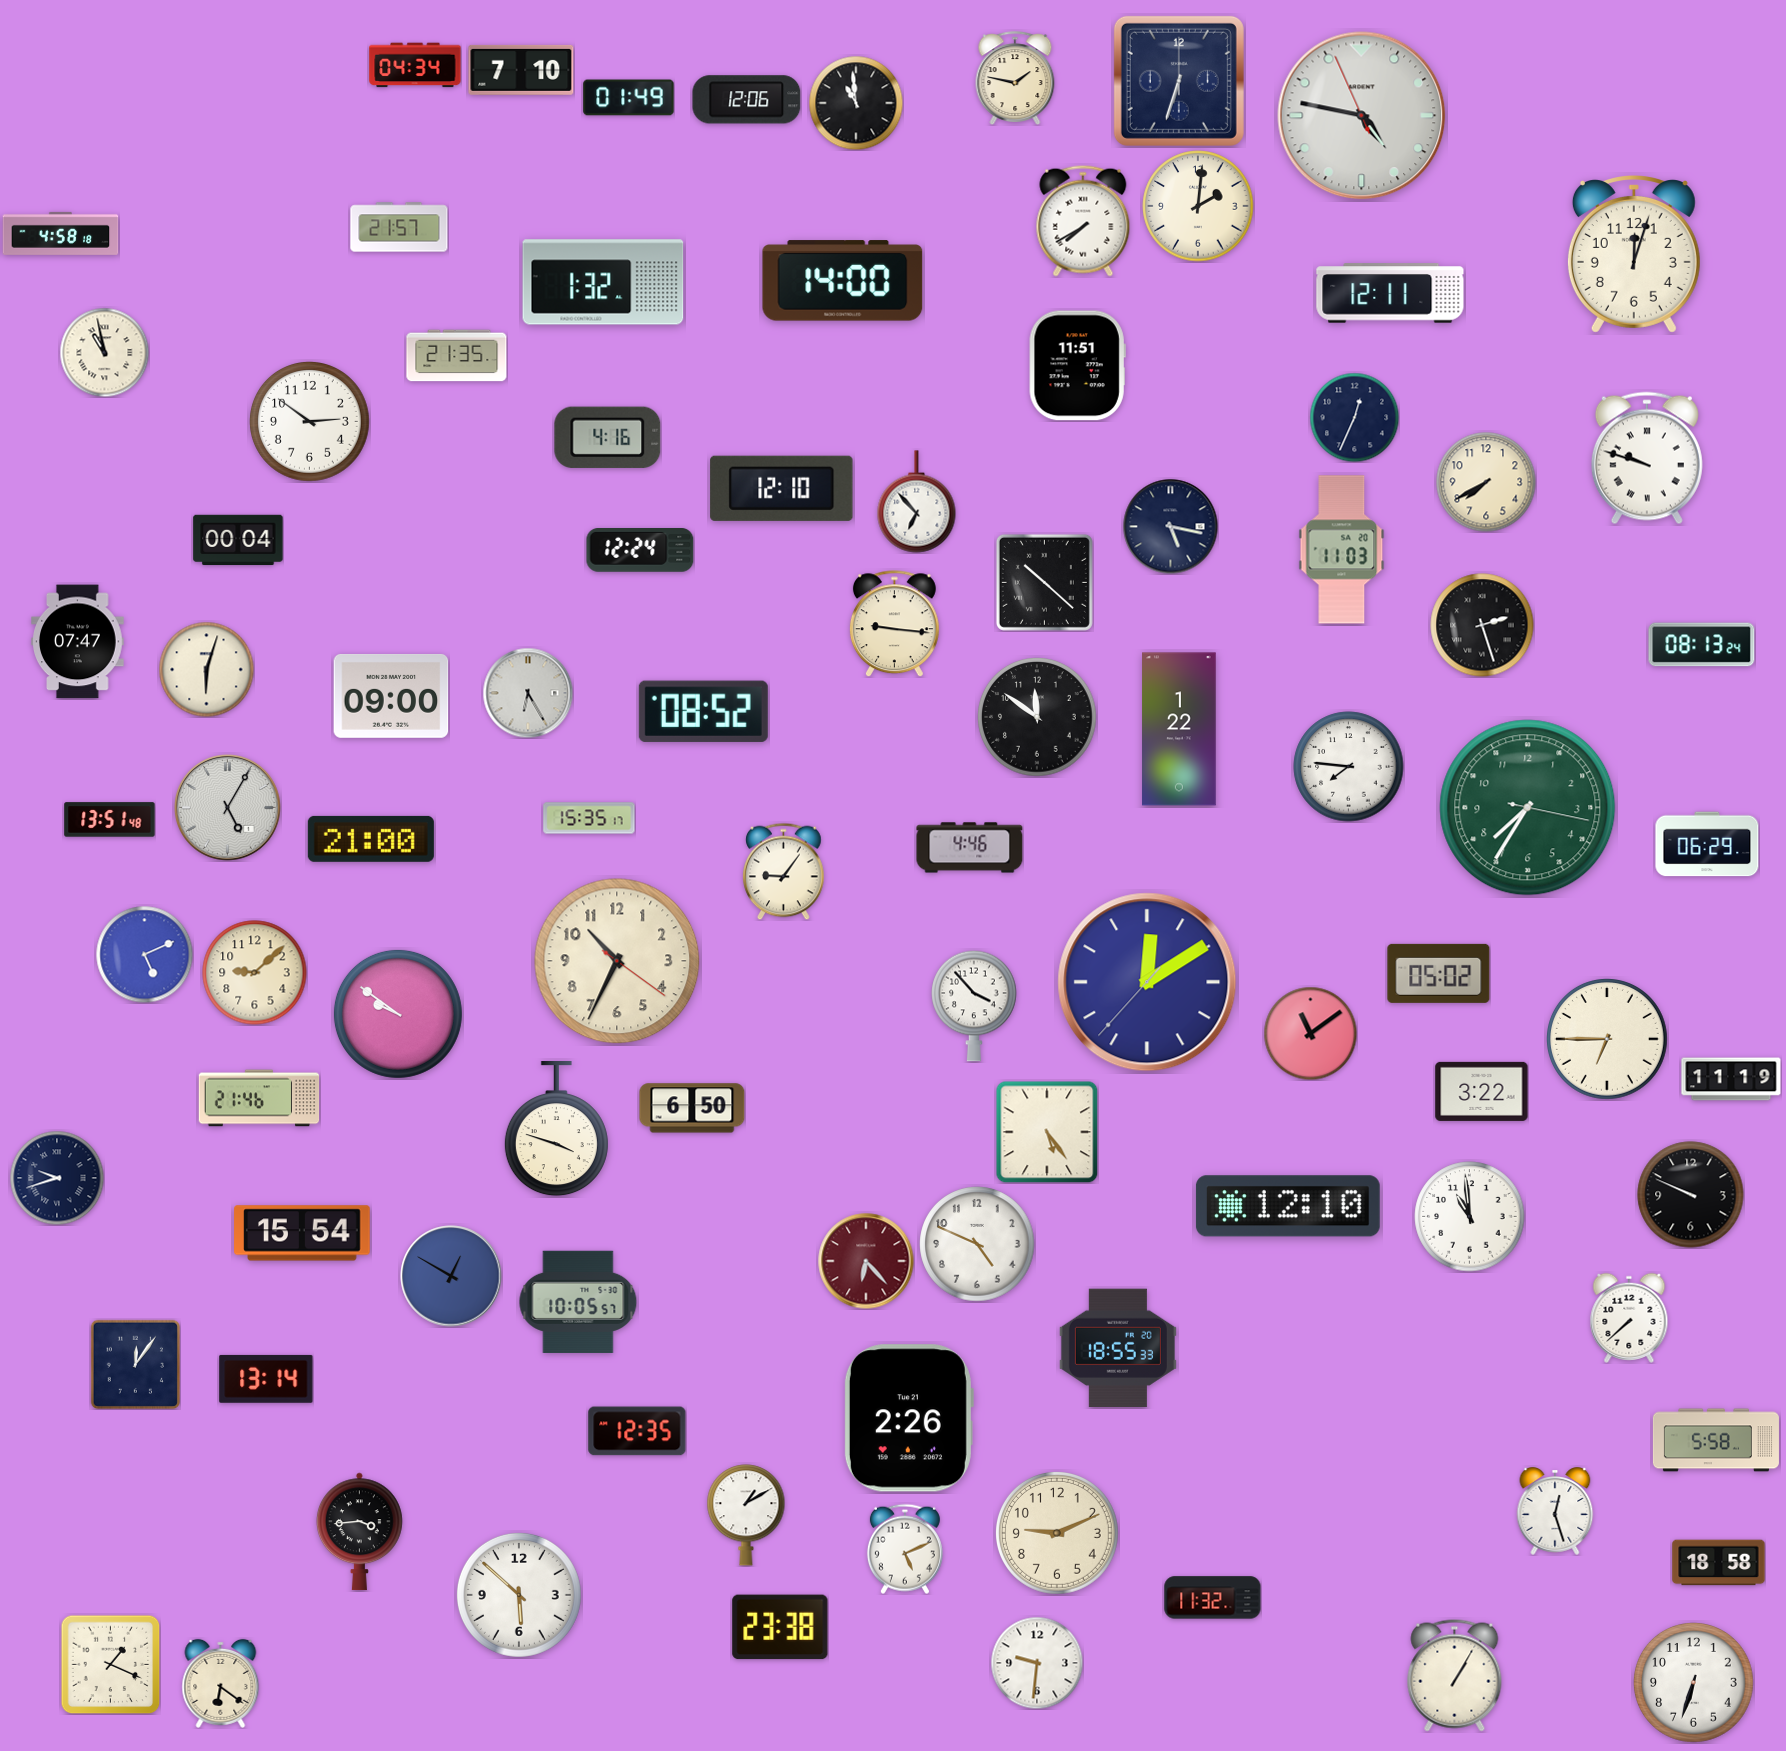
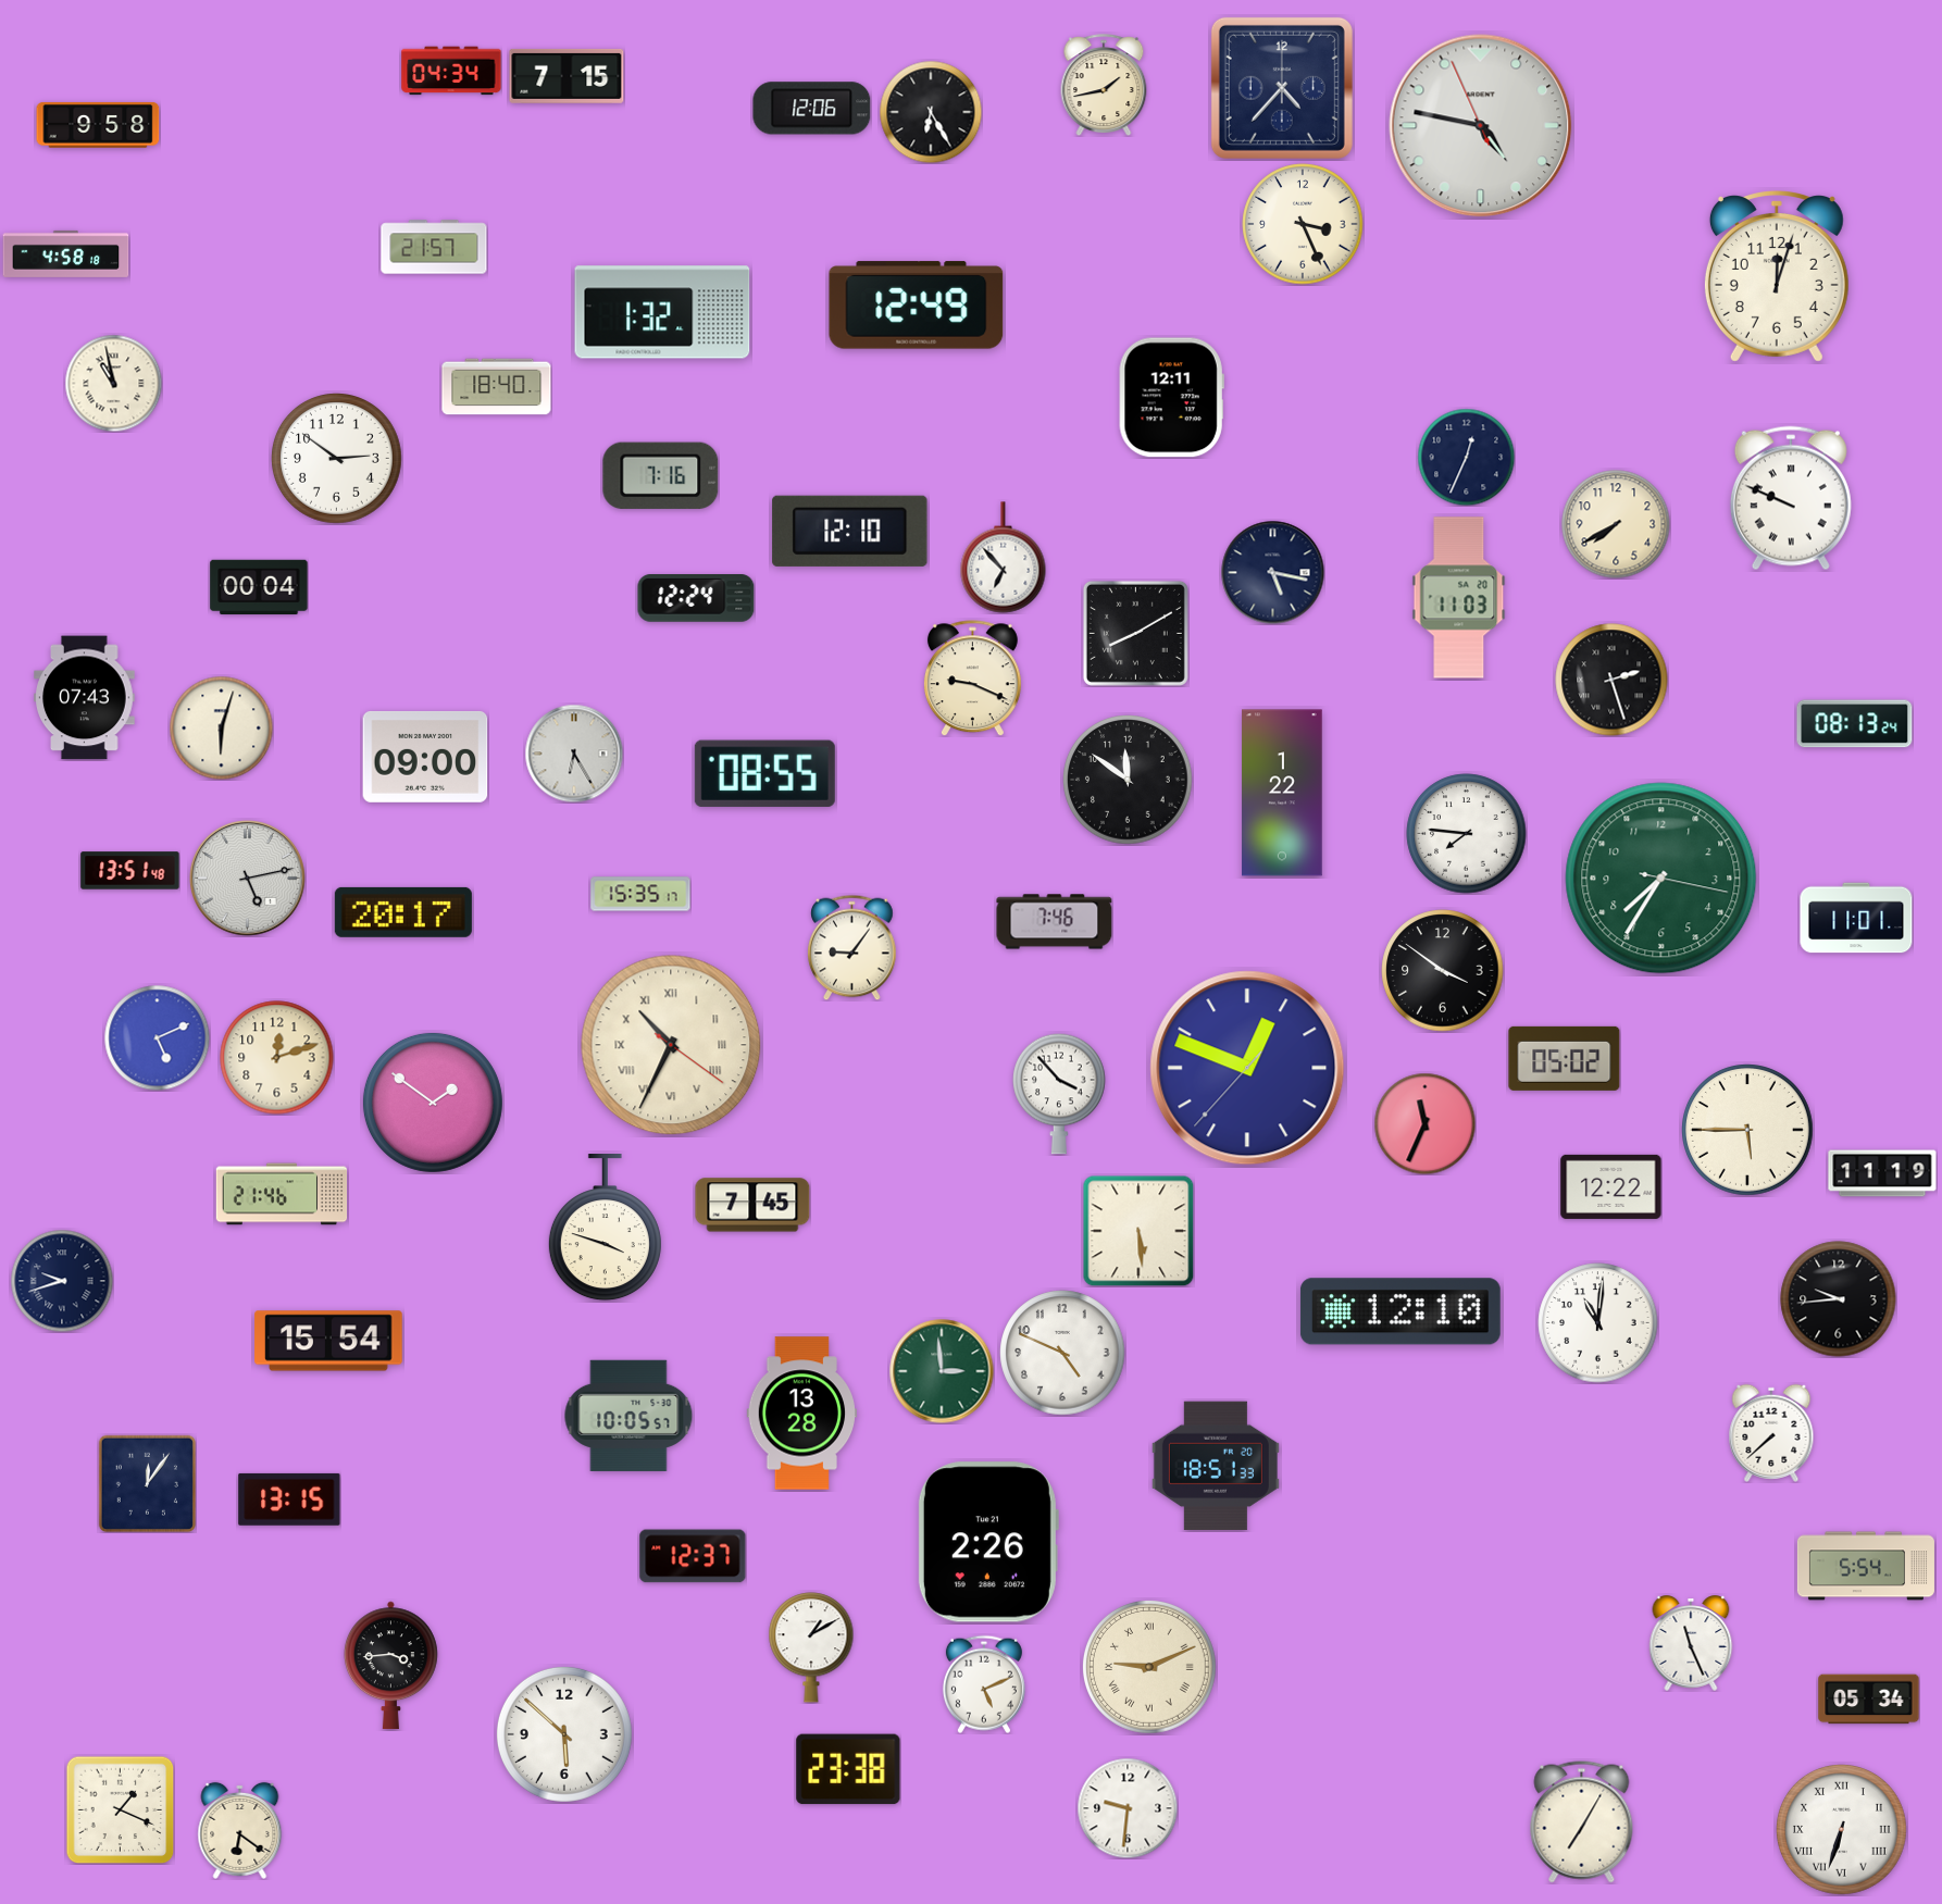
clock at (521, 70): 7:10 -> 7:15
clock at (1015, 78): 1:47 -> 1:43
clock at (1179, 81): 6:33 -> 4:37
clock at (629, 98): 01:49 -> none
clock at (856, 103): 10:59 -> 6:25
clock at (98, 125): none -> 9:58
clock at (1198, 206): 2:01 -> 3:26
clock at (1083, 221): 7:40 -> none
clock at (843, 281): 14:00 -> 12:49
clock at (603, 282) position: (603, 282) -> (662, 312)
clock at (1390, 293): 12:11 -> none
clock at (457, 356): 21:35 -> 18:40
clock at (1077, 366): 11:51 -> 12:11
clock at (1354, 417) position: (1354, 417) -> (1466, 457)
clock at (608, 437): 4:16 -> 7:16
clock at (1647, 458): 9:48 -> 9:49
clock at (917, 502) position: (917, 502) -> (1004, 558)
clock at (1044, 582): 10:22 -> 8:10
clock at (894, 624): 9:16 -> 9:19
clock at (78, 642): 07:47 -> 07:43
clock at (1702, 645) position: (1702, 645) -> (1855, 724)
clock at (206, 669) position: (206, 669) -> (221, 727)
clock at (703, 711): 08:52 -> 08:55
clock at (227, 807): 5:05 -> 5:13
clock at (589, 818) position: (589, 818) -> (640, 894)
clock at (110, 820) position: (110, 820) -> (130, 871)
clock at (371, 839): 21:00 -> 20:17
clock at (1707, 844): 06:29 -> 11:01
clock at (970, 848): 4:46 -> 7:46
clock at (1443, 971): none -> 3:51
clock at (617, 961) numerals: Arabic -> Roman
clock at (255, 973): 9:08 -> 12:12
clock at (1147, 982): 12:09 -> 12:48
clock at (398, 1014): 9:51 -> 1:51
clock at (1310, 1033): 11:09 -> 11:34
clock at (1608, 1040): 6:45 -> 5:45
clock at (1482, 1091): 3:22 -> 12:22
clock at (692, 1108): 6:50 -> 7:45
clock at (1047, 1132): 5:24 -> 5:29
clock at (1691, 1195): 9:49 -> 9:44
clock at (1470, 1217): 10:59 -> 11:01
clock at (866, 1261): 6:23 -> 2:59
clock at (866, 1261) dial: burgundy -> green
clock at (451, 1276): 12:50 -> none
clock at (802, 1414): none -> 13:28
clock at (1118, 1348): 18:55 -> 18:51
clock at (266, 1379): 13:14 -> 13:15
clock at (637, 1431): 12:35 -> 12:37
clock at (1716, 1440): 5:58 -> 5:54
clock at (1555, 1511): 12:27 -> 11:26
clock at (1057, 1533) numerals: Arabic -> Roman
clock at (1719, 1563): 18:58 -> 05:34
clock at (1213, 1598): 11:32 -> none
clock at (1455, 1676): 1:05 -> 7:05
clock at (1694, 1683) numerals: Arabic -> Roman
